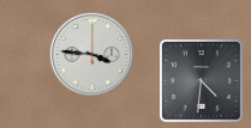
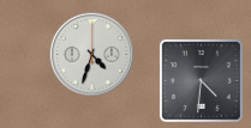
clock at (91, 54): 3:46 -> 4:33
